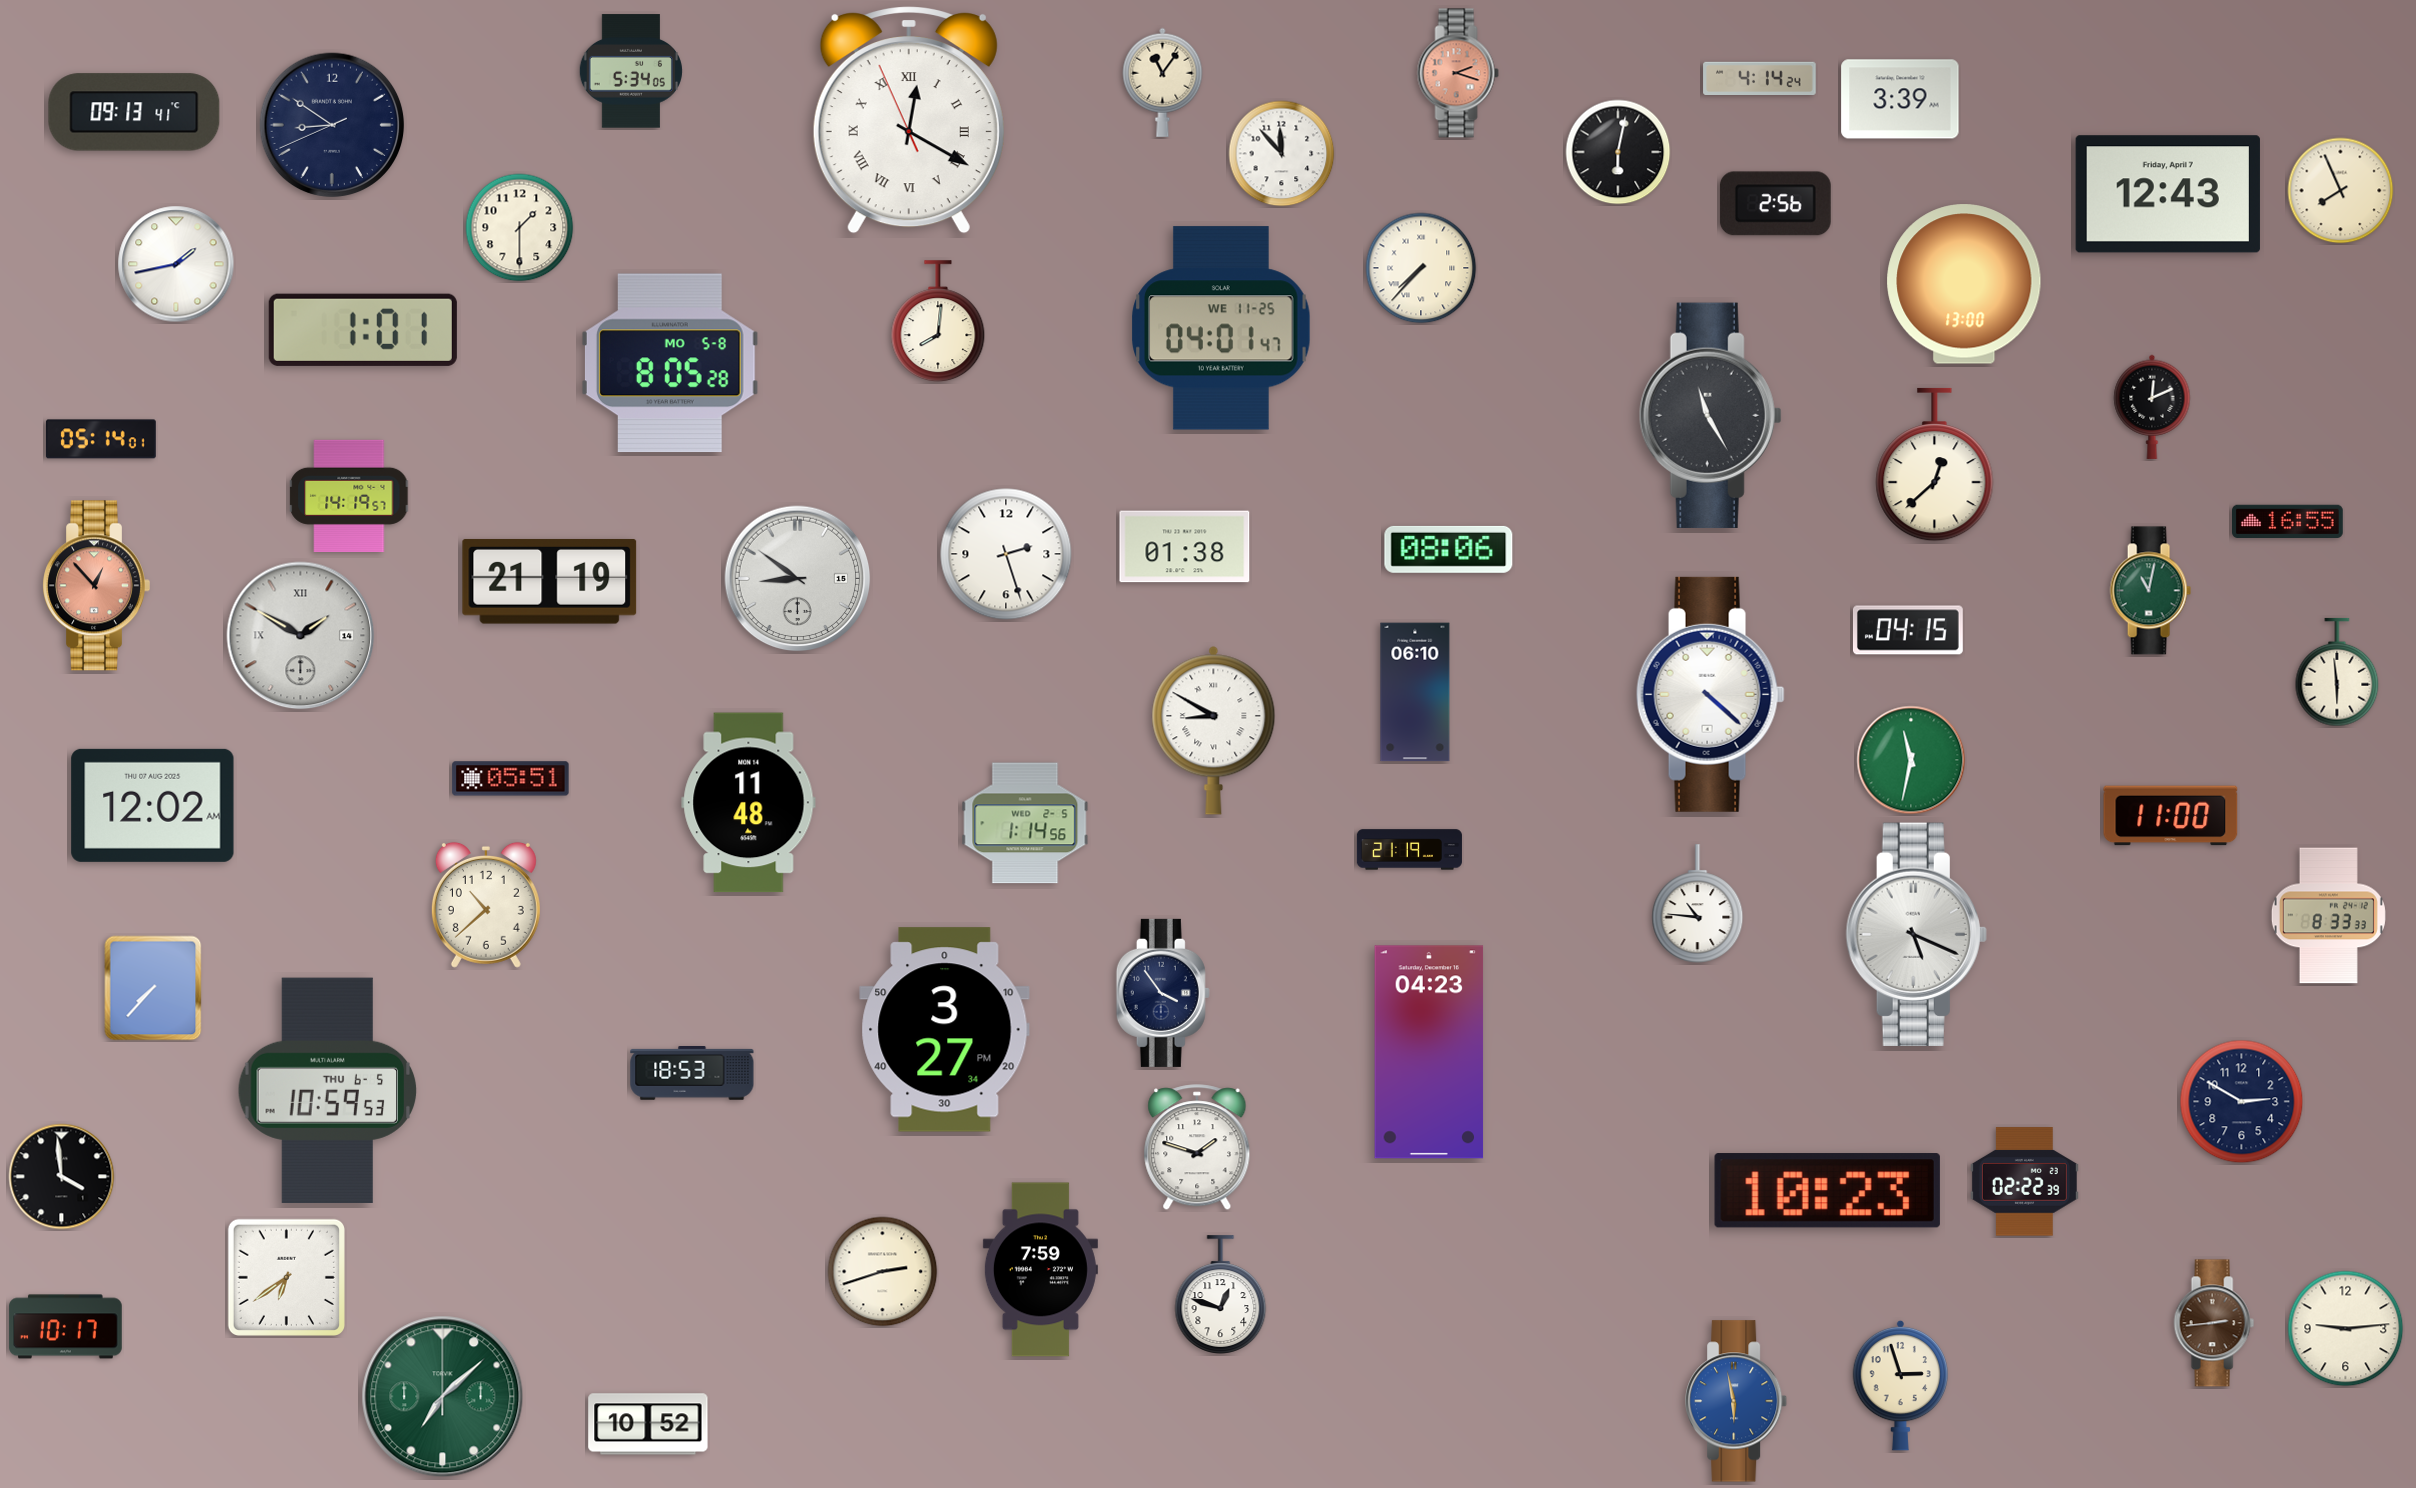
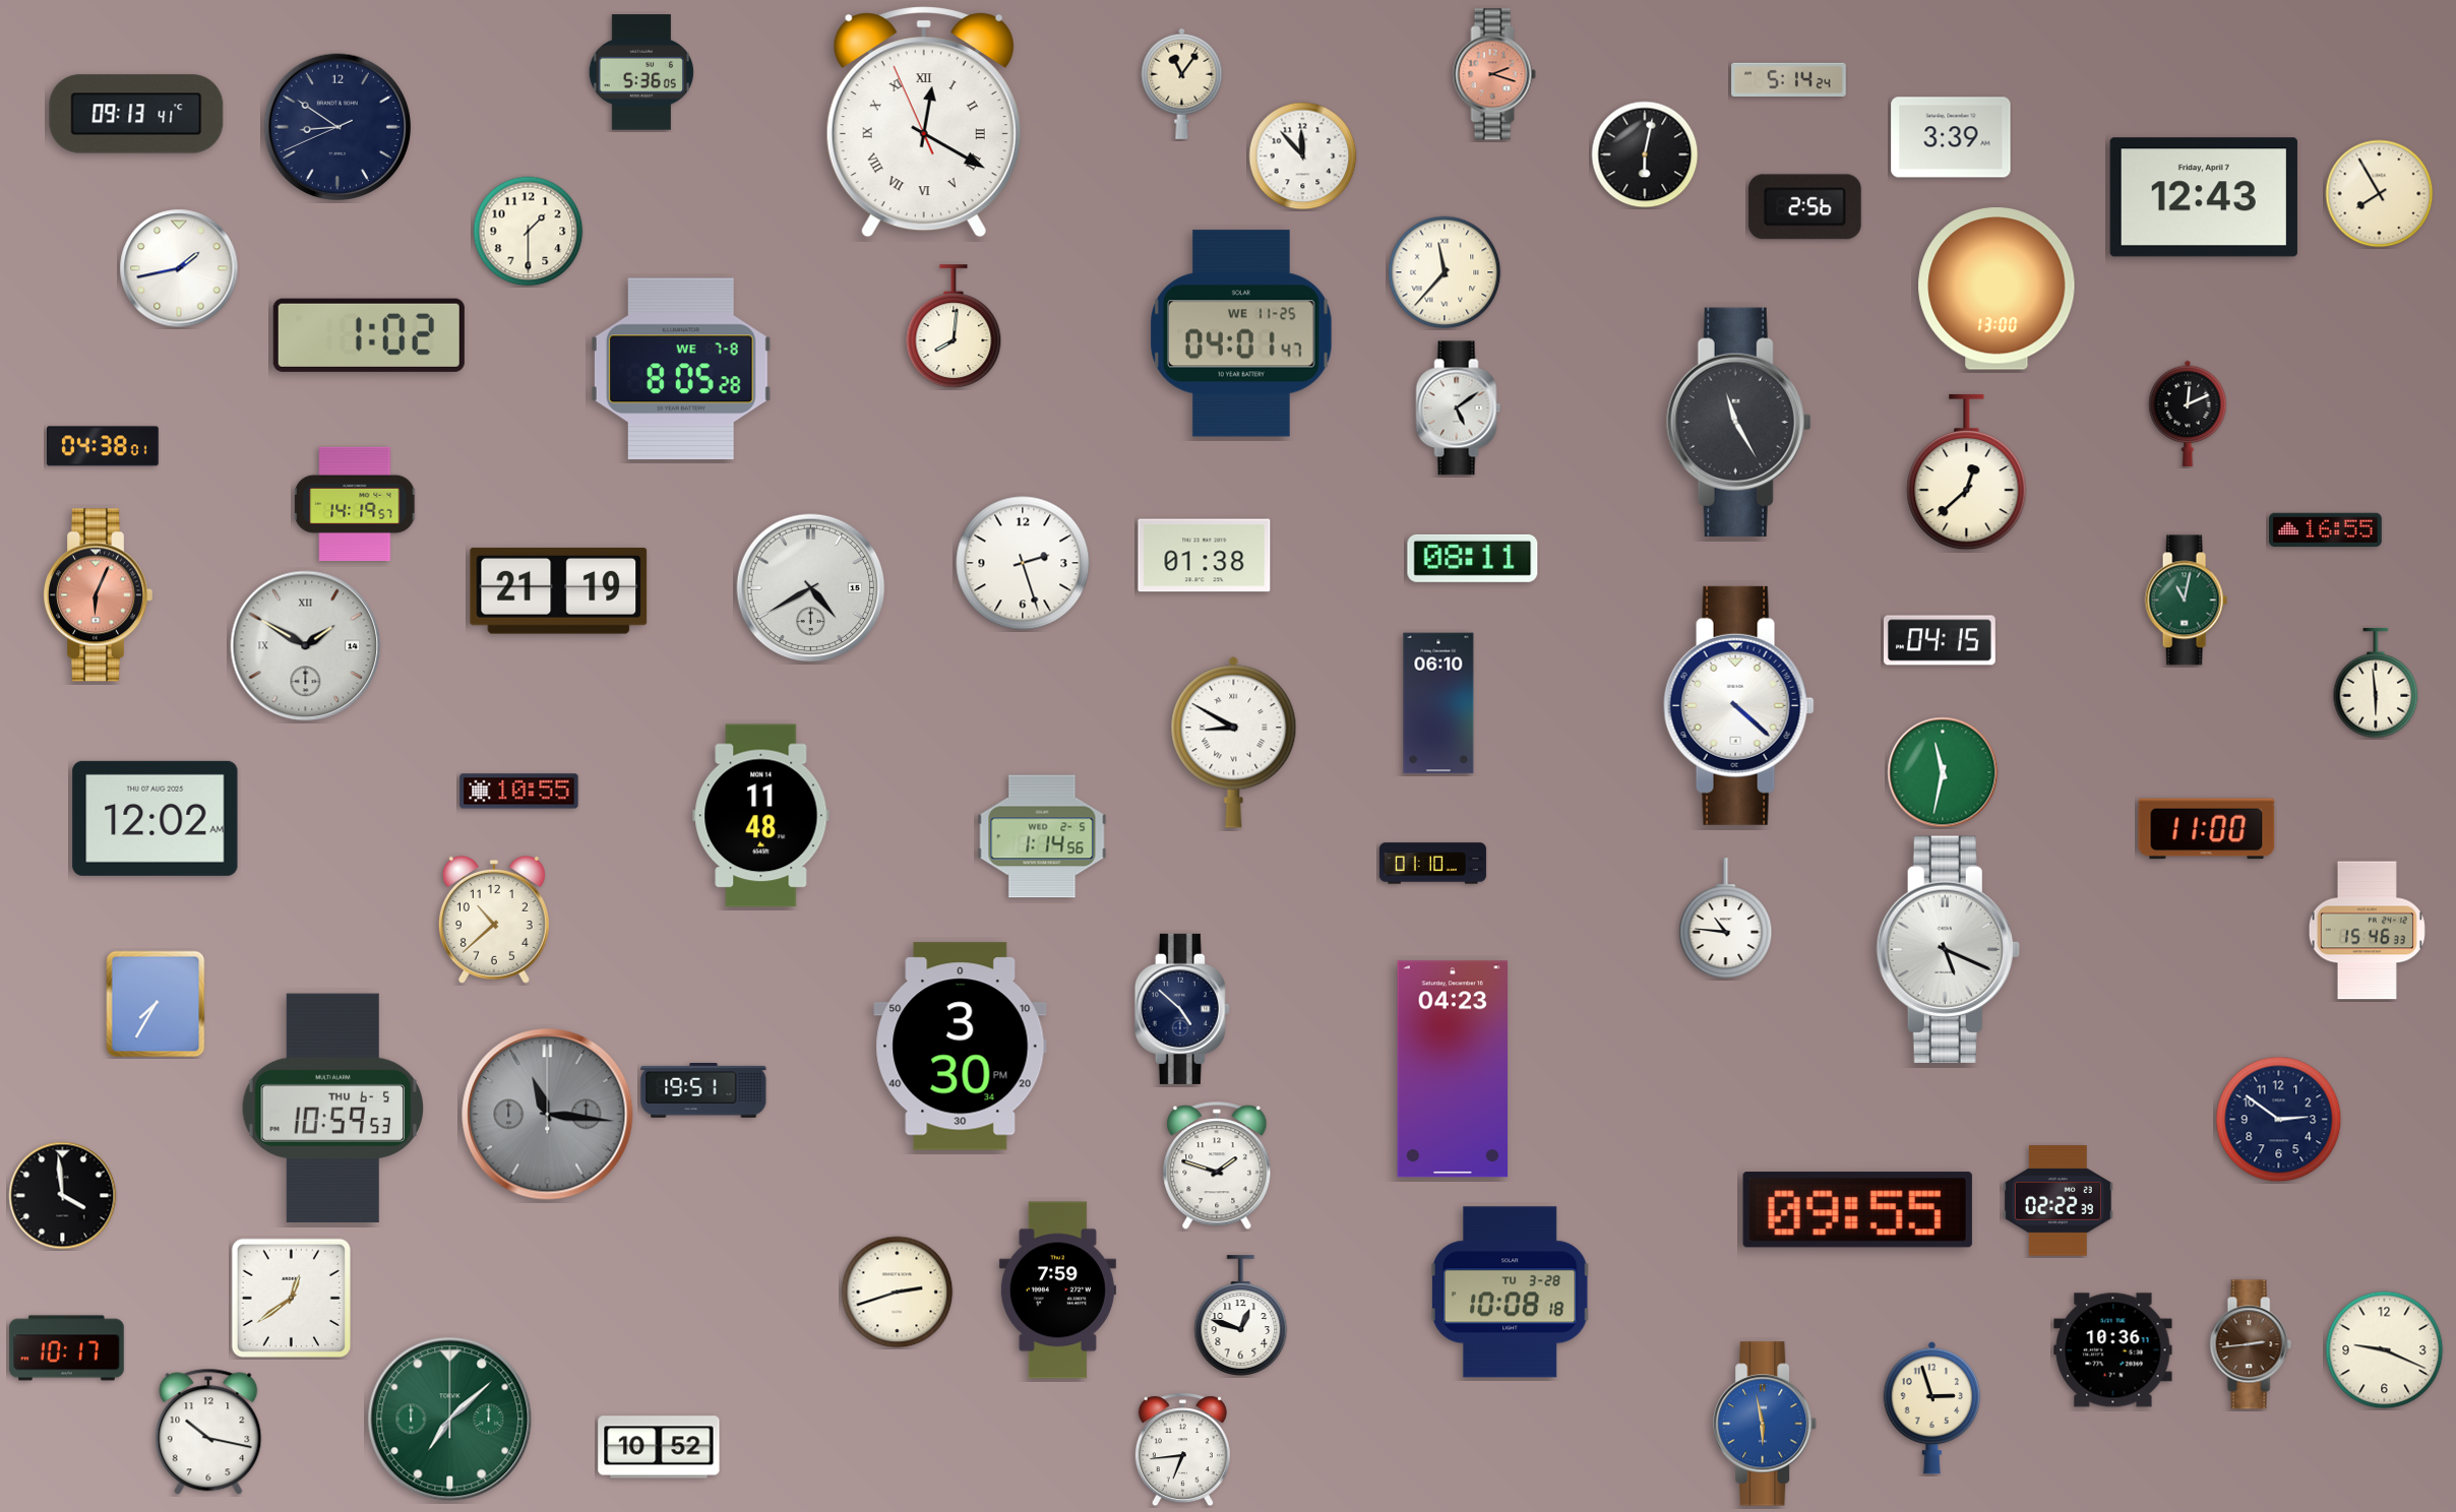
clock at (631, 71): 5:34 -> 5:36
clock at (1458, 73) position: (1458, 73) -> (1494, 74)
clock at (1760, 78): 4:14 -> 5:14
clock at (1900, 99) position: (1900, 99) -> (1951, 137)
clock at (2341, 191): 7:56 -> 7:55
clock at (1421, 268): 7:37 -> 11:37
clock at (363, 330): 1:01 -> 1:02
clock at (670, 363) date: MO 5-8 -> WE 7-8
clock at (1459, 408): none -> 5:09
clock at (101, 439): 05:14 -> 04:38
clock at (1449, 549): 08:06 -> 08:11
clock at (798, 579): 8:51 -> 4:40
clock at (96, 586): 12:53 -> 6:04
clock at (511, 779): 05:51 -> 10:55
clock at (1409, 850): 21:19 -> 01:10
clock at (2328, 916): 8:33 -> 15:46
clock at (153, 988): 7:37 -> 7:35
clock at (1163, 993): 3:54 -> 4:52
clock at (945, 1030): 3:27 -> 3:30
clock at (692, 1073): 18:53 -> 19:51
clock at (548, 1115): none -> 11:16
clock at (2242, 1102): 2:50 -> 2:51
clock at (1827, 1191): 10:23 -> 09:55
clock at (1510, 1293): none -> 10:08
clock at (286, 1277): 6:39 -> 12:39
clock at (2113, 1350): none -> 10:36
clock at (2346, 1329): 9:14 -> 9:19
clock at (208, 1432): none -> 10:17
clock at (1182, 1450): none -> 6:44
